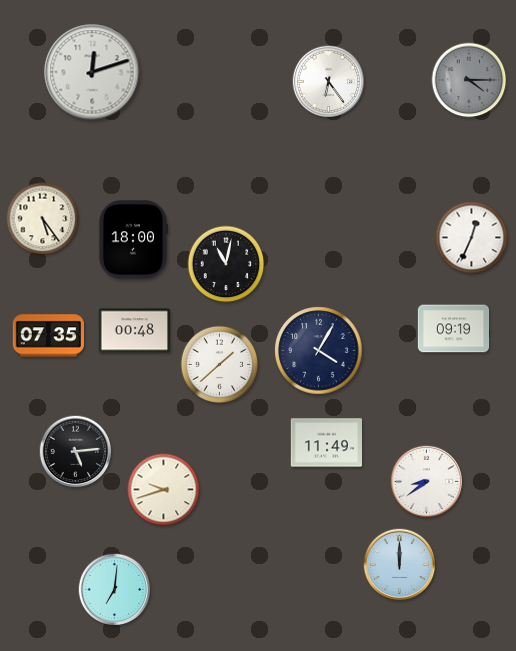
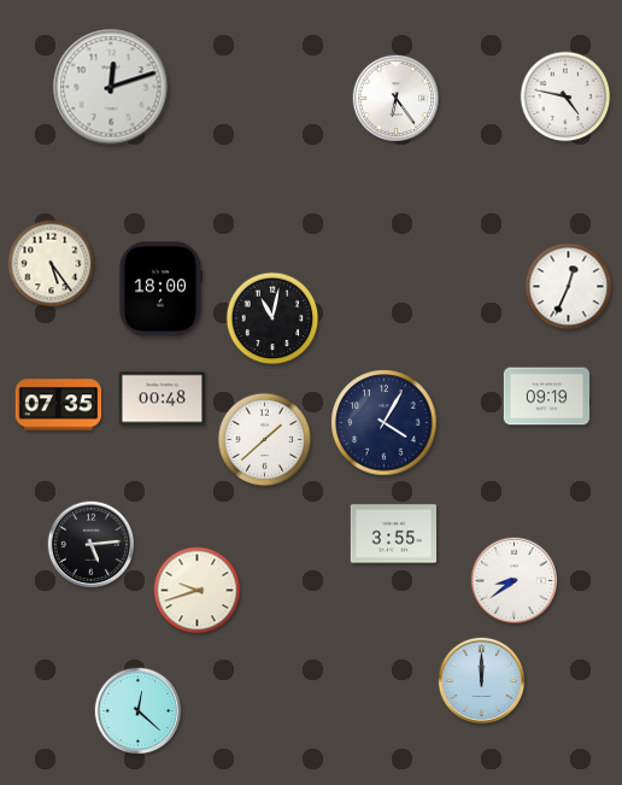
clock at (469, 80): 4:15 -> 4:47
clock at (469, 80) dial: grey -> white
clock at (327, 443): 11:49 -> 3:55
clock at (115, 590): 7:01 -> 12:22
